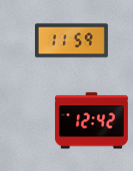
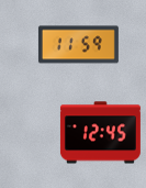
clock at (91, 121): 12:42 -> 12:45
